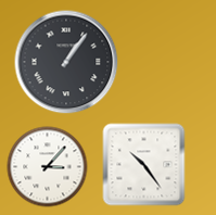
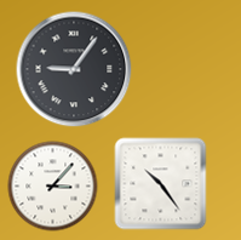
clock at (66, 62): 1:06 -> 9:06
